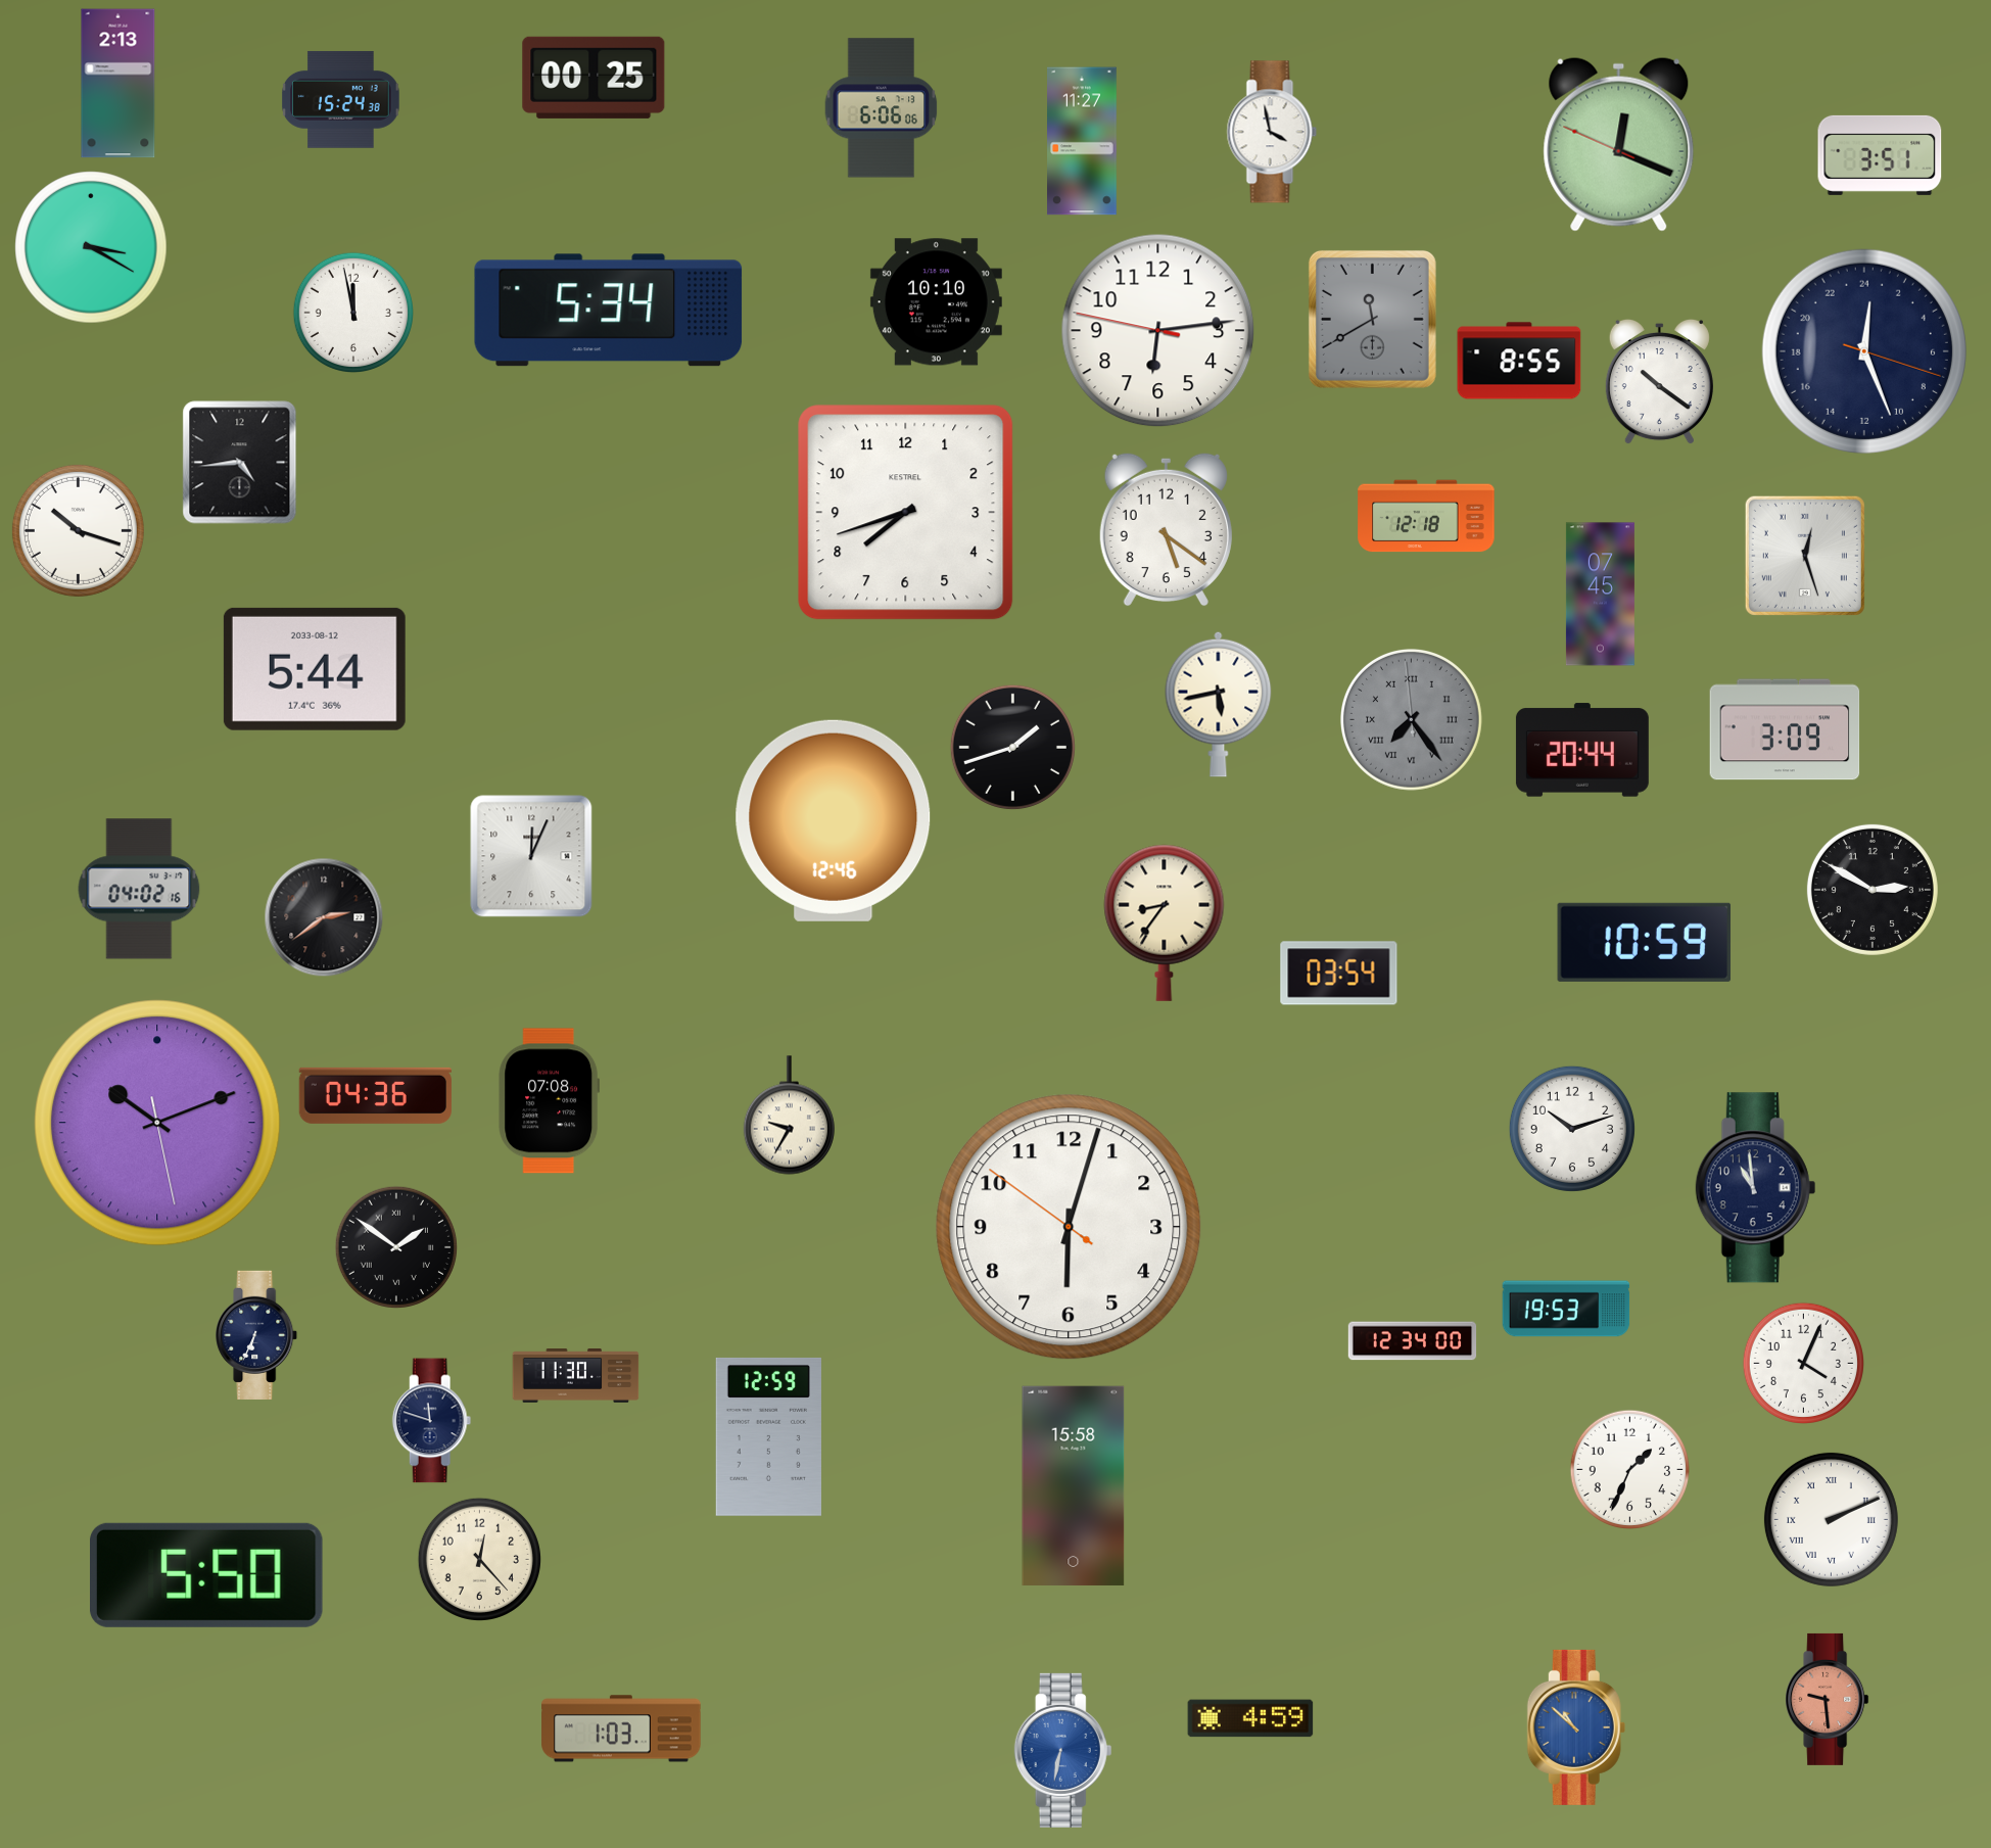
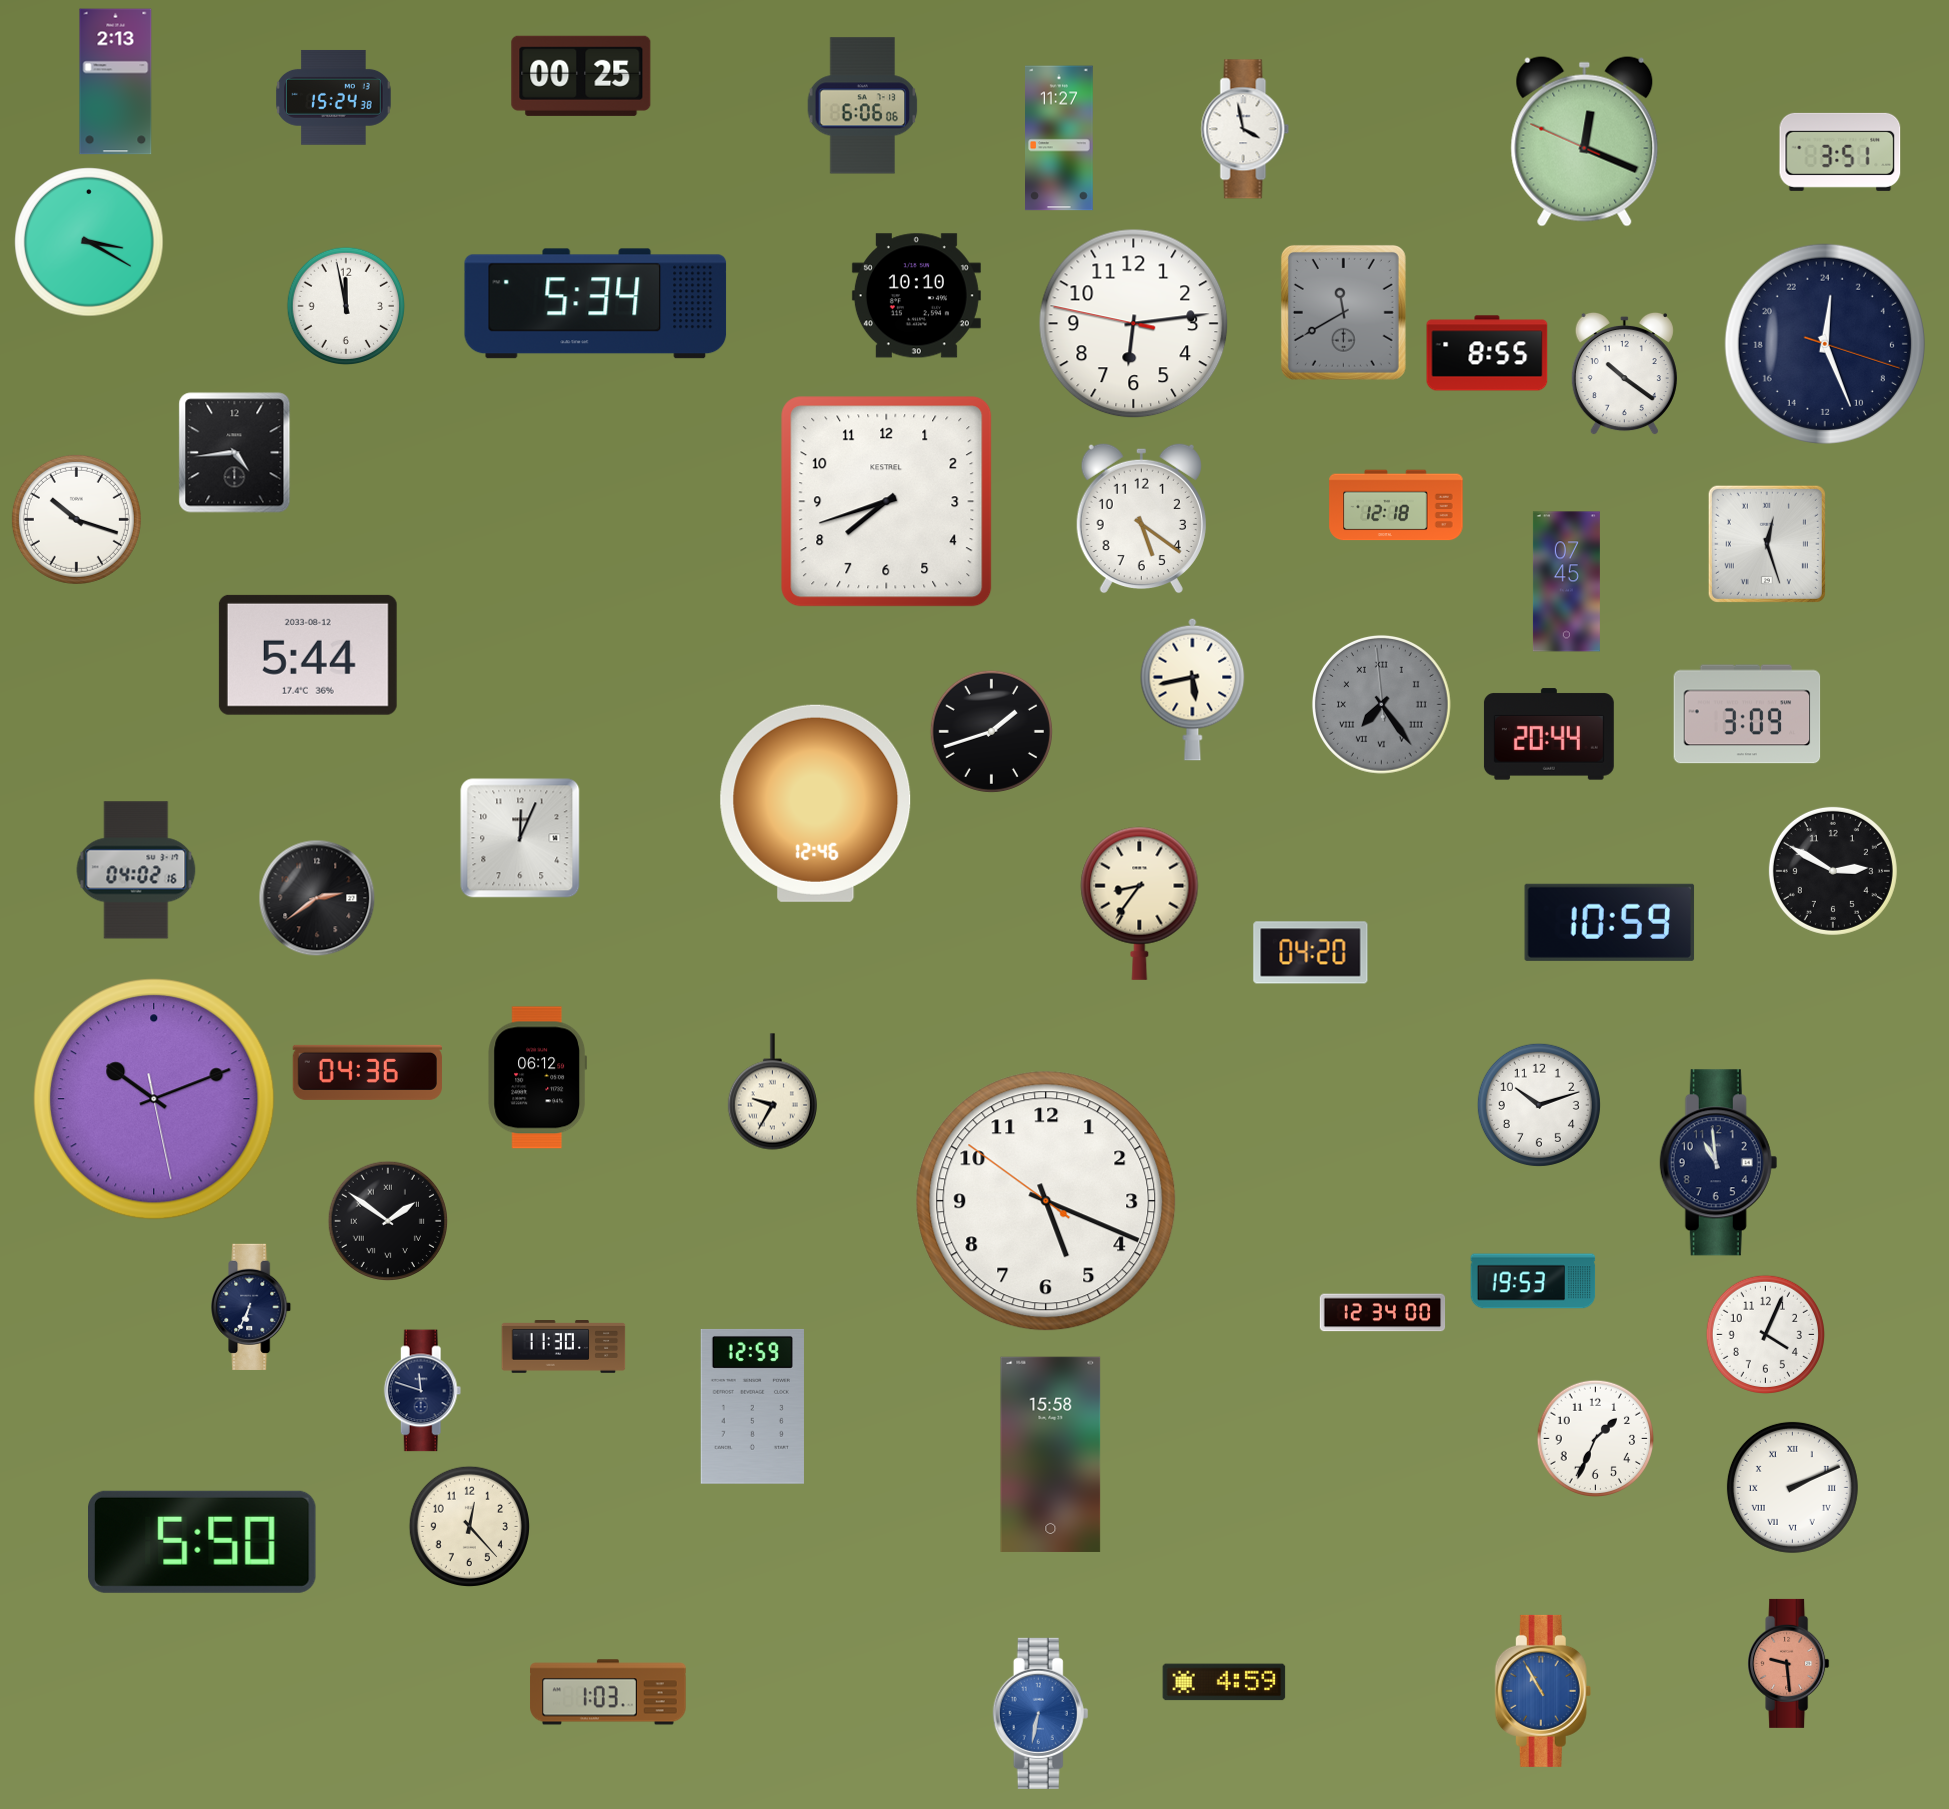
clock at (1339, 974): 03:54 -> 04:20
clock at (549, 1101): 07:08 -> 06:12
clock at (1069, 1227): 6:02 -> 5:18
clock at (1576, 1727): 10:52 -> 10:55
